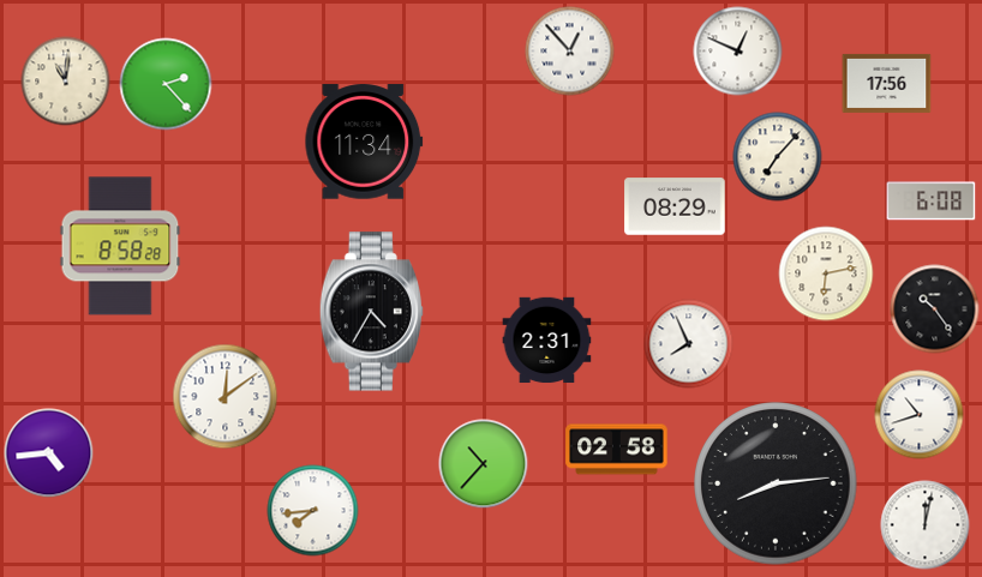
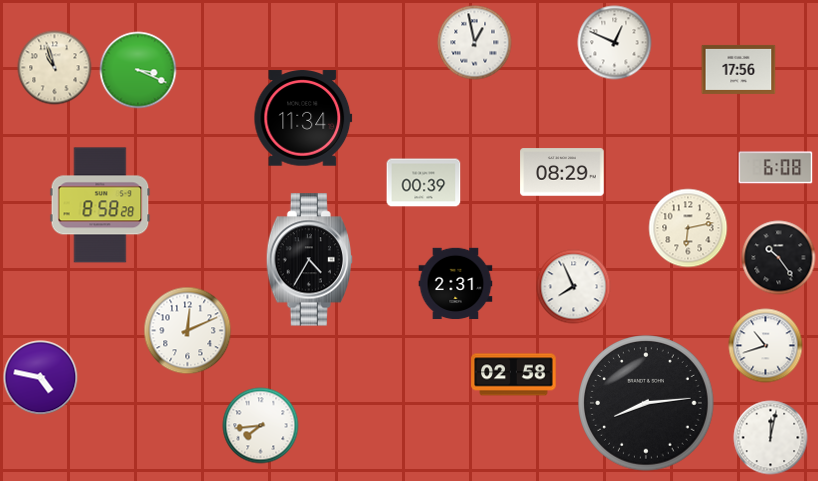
clock at (570, 52): 12:53 -> 12:58
clock at (66, 82): 11:01 -> 10:57
clock at (166, 84): 2:23 -> 3:19
clock at (778, 157): 7:07 -> none
clock at (424, 183): none -> 00:39
clock at (226, 397): 12:09 -> 12:11
clock at (49, 453): 4:44 -> 4:47
clock at (484, 464): 10:37 -> none
